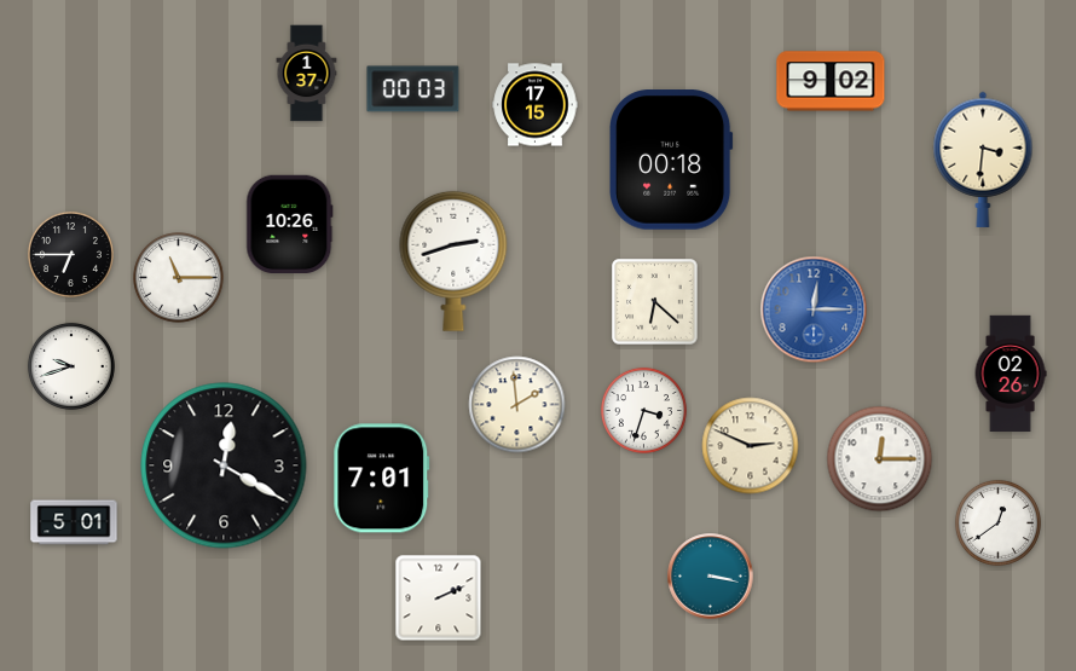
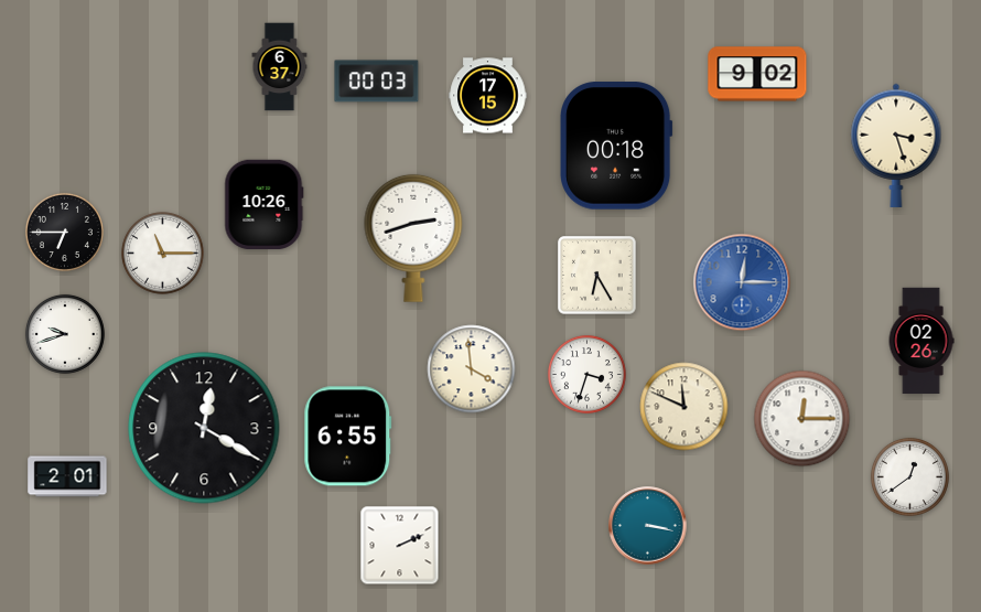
clock at (307, 74): 1:37 -> 6:37
clock at (672, 160) position: (672, 160) -> (617, 146)
clock at (983, 160): 3:31 -> 3:27
clock at (655, 302): 6:22 -> 6:25
clock at (517, 405): 1:59 -> 3:59
clock at (751, 446): 2:49 -> 11:49
clock at (224, 465) position: (224, 465) -> (204, 428)
clock at (382, 479): 7:01 -> 6:55
clock at (74, 522): 5:01 -> 2:01
